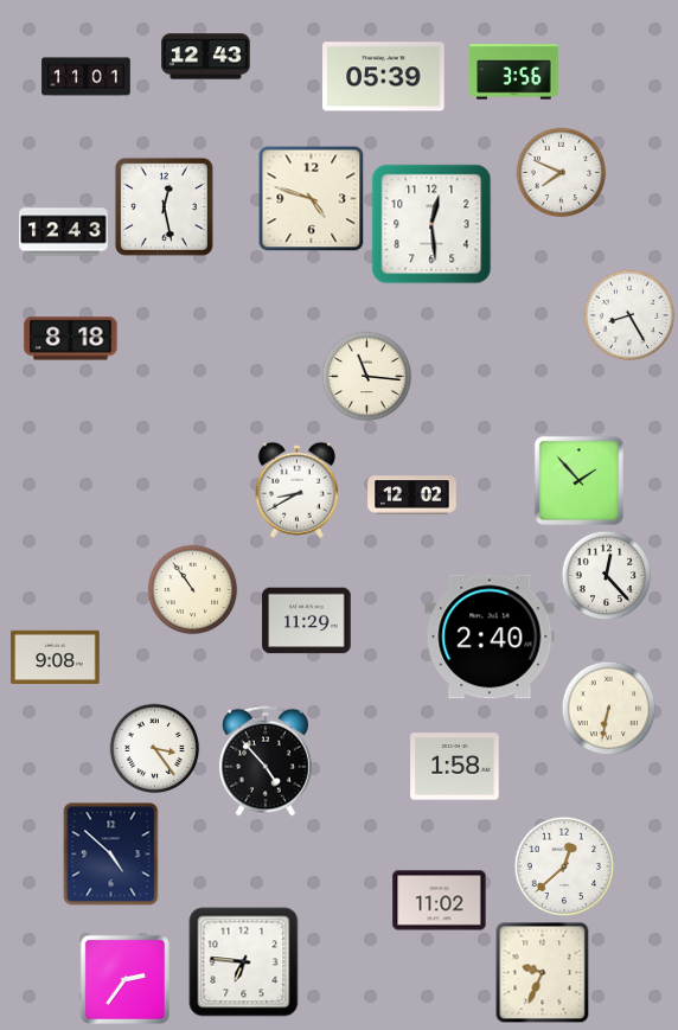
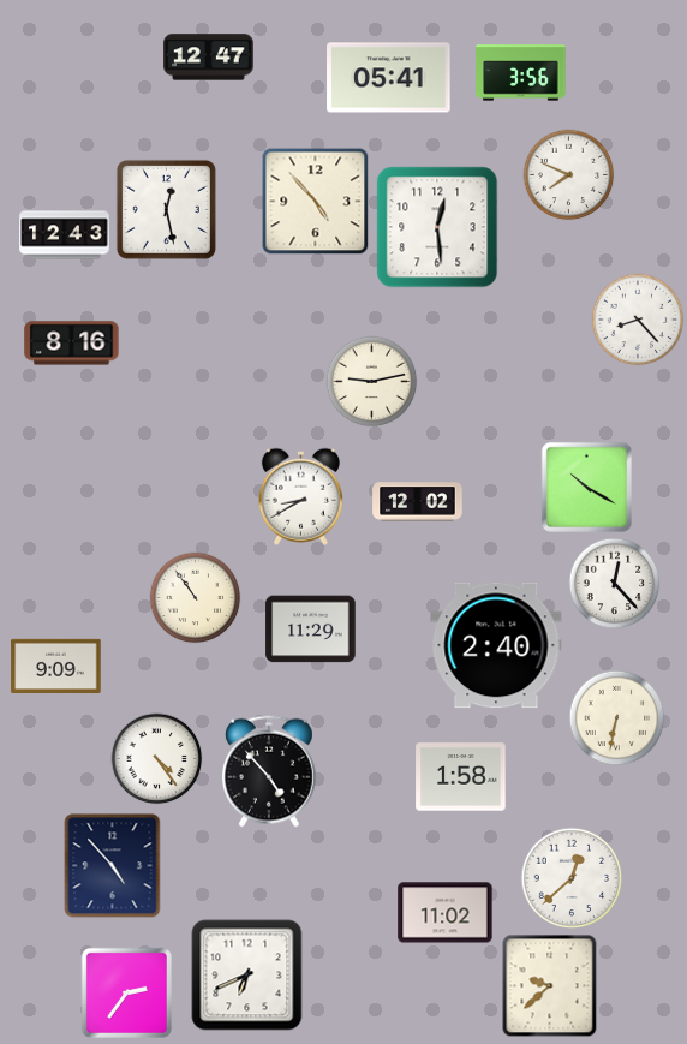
clock at (206, 57): 12:43 -> 12:47
clock at (87, 77): 11:01 -> none
clock at (384, 77): 05:39 -> 05:41
clock at (312, 199): 4:48 -> 4:53
clock at (629, 315): 8:25 -> 8:23
clock at (71, 339): 8:18 -> 8:16
clock at (367, 377): 11:16 -> 9:13
clock at (578, 480): 1:53 -> 10:20
clock at (56, 657): 9:08 -> 9:09
clock at (155, 749): 3:24 -> 4:24
clock at (111, 855): 4:52 -> 4:53
clock at (244, 962): 6:46 -> 6:41
clock at (543, 973): 9:34 -> 9:38
